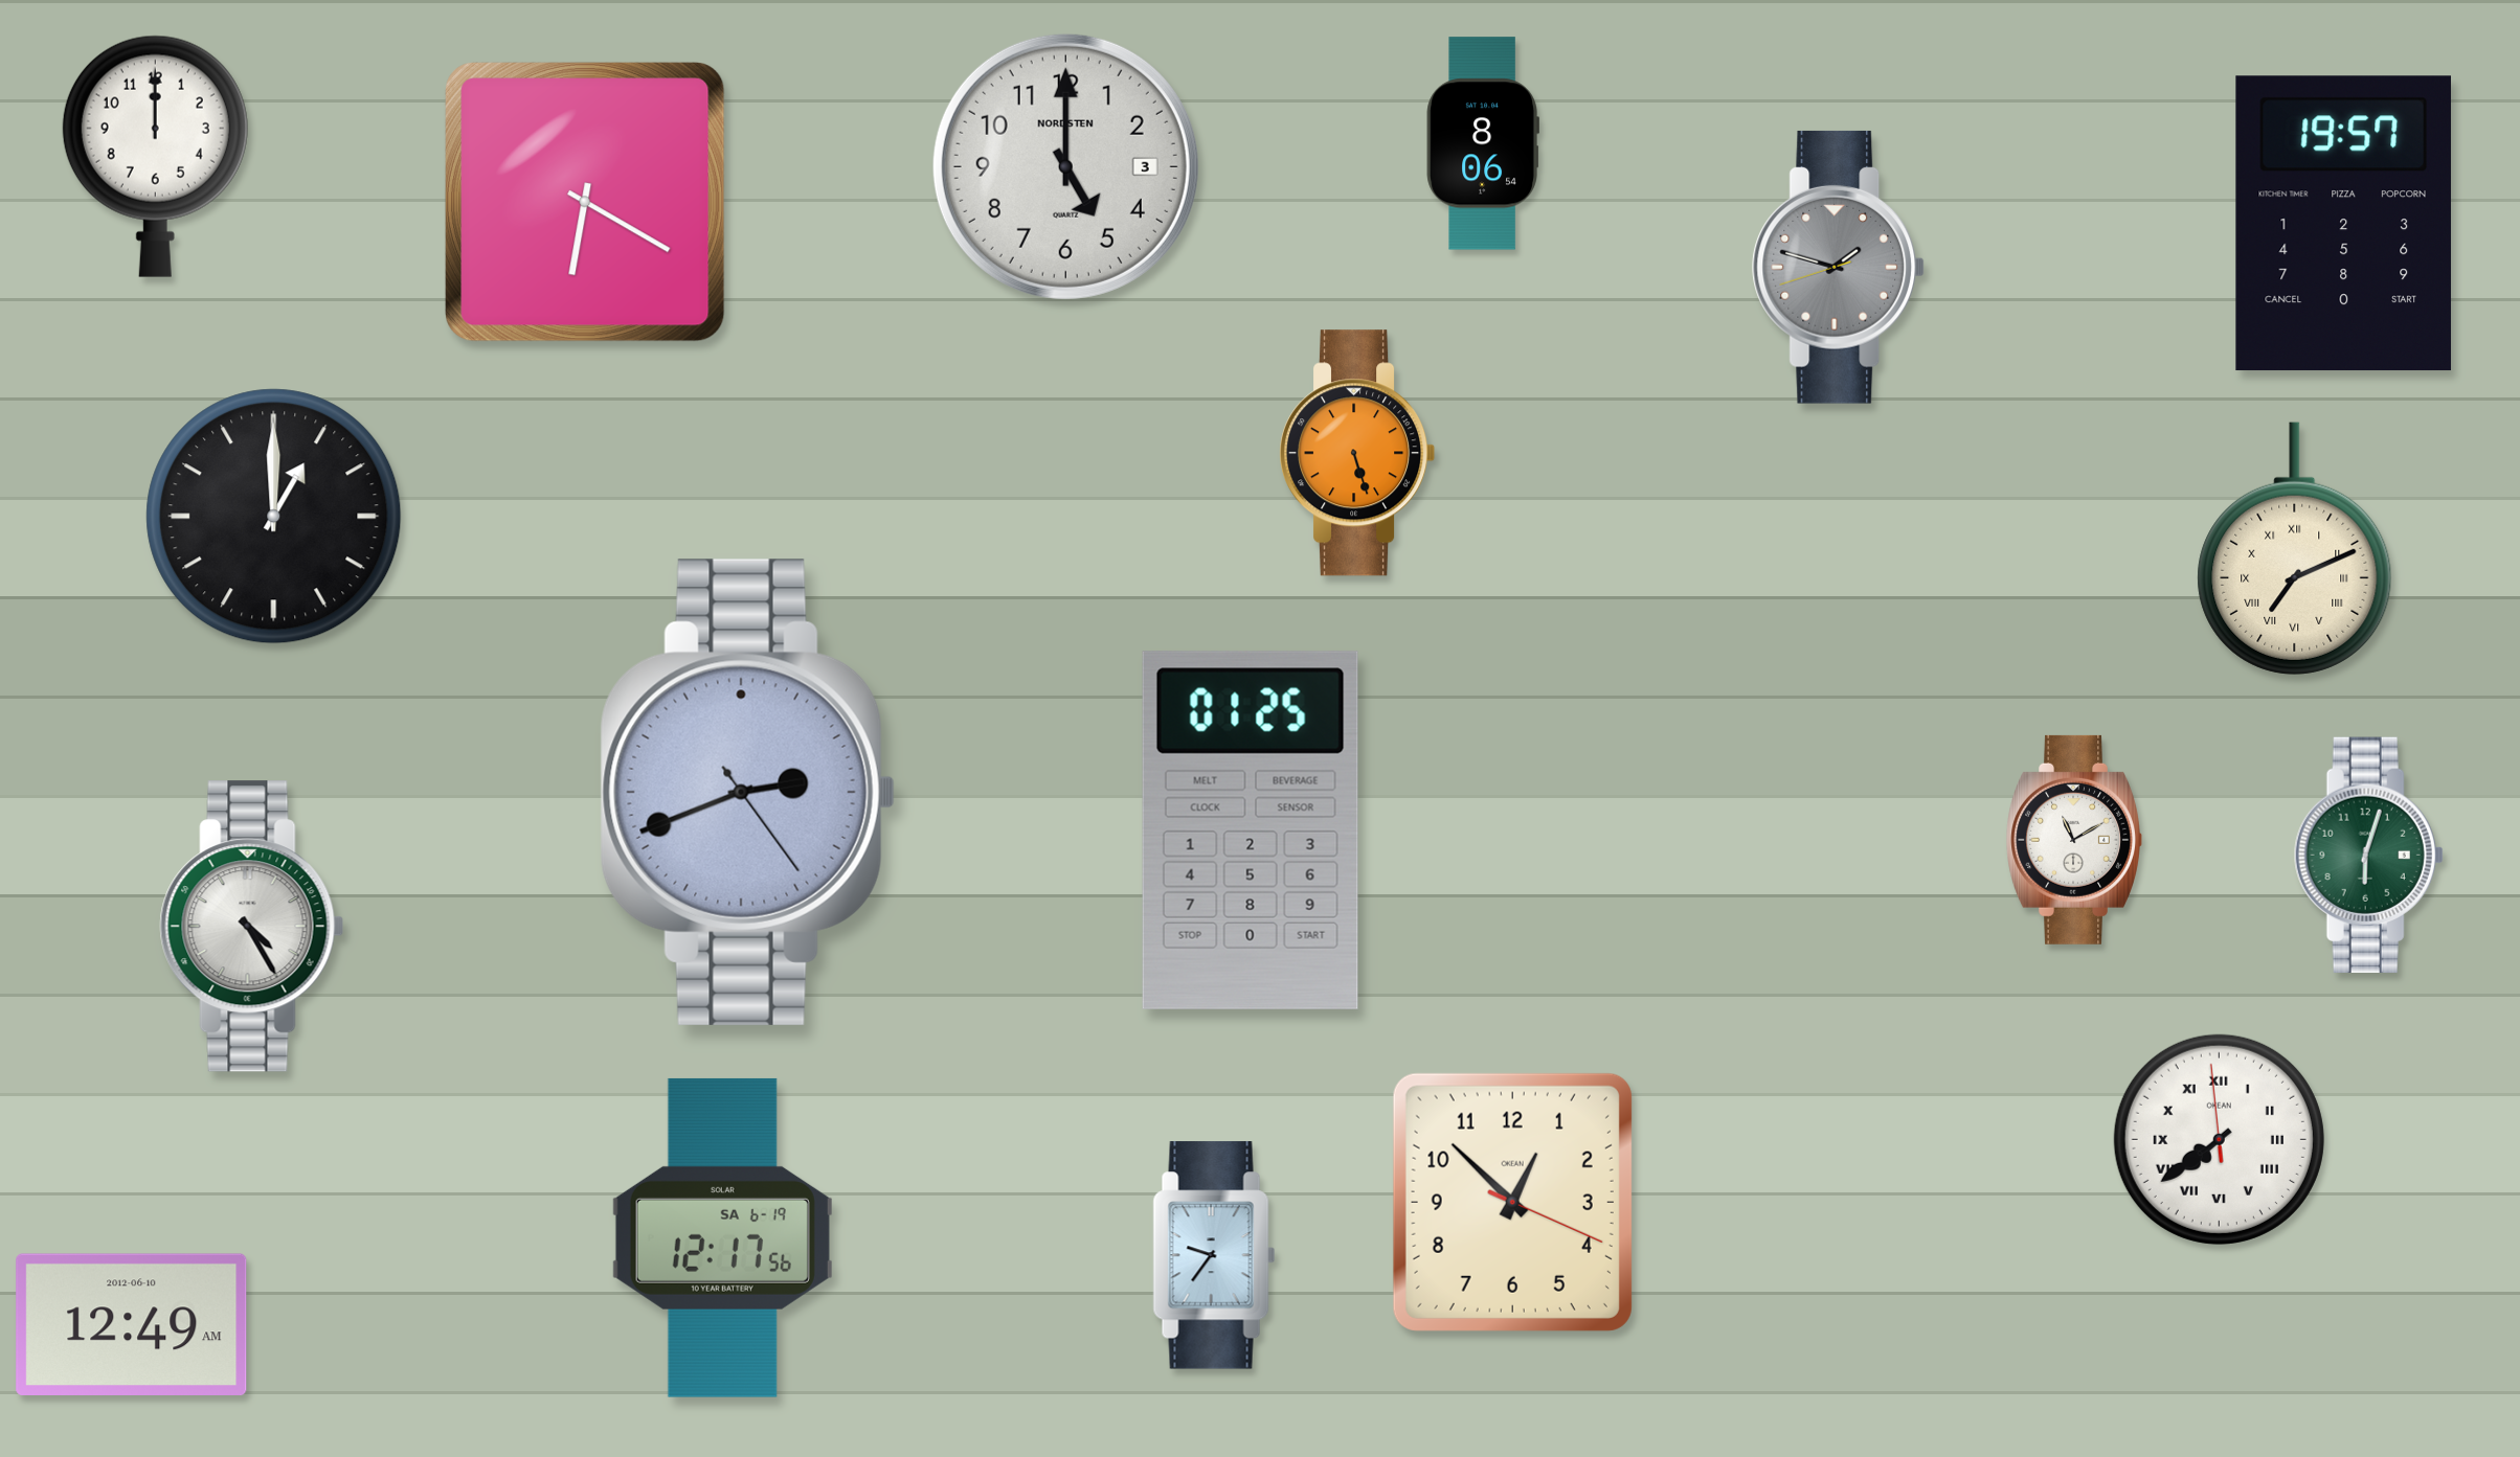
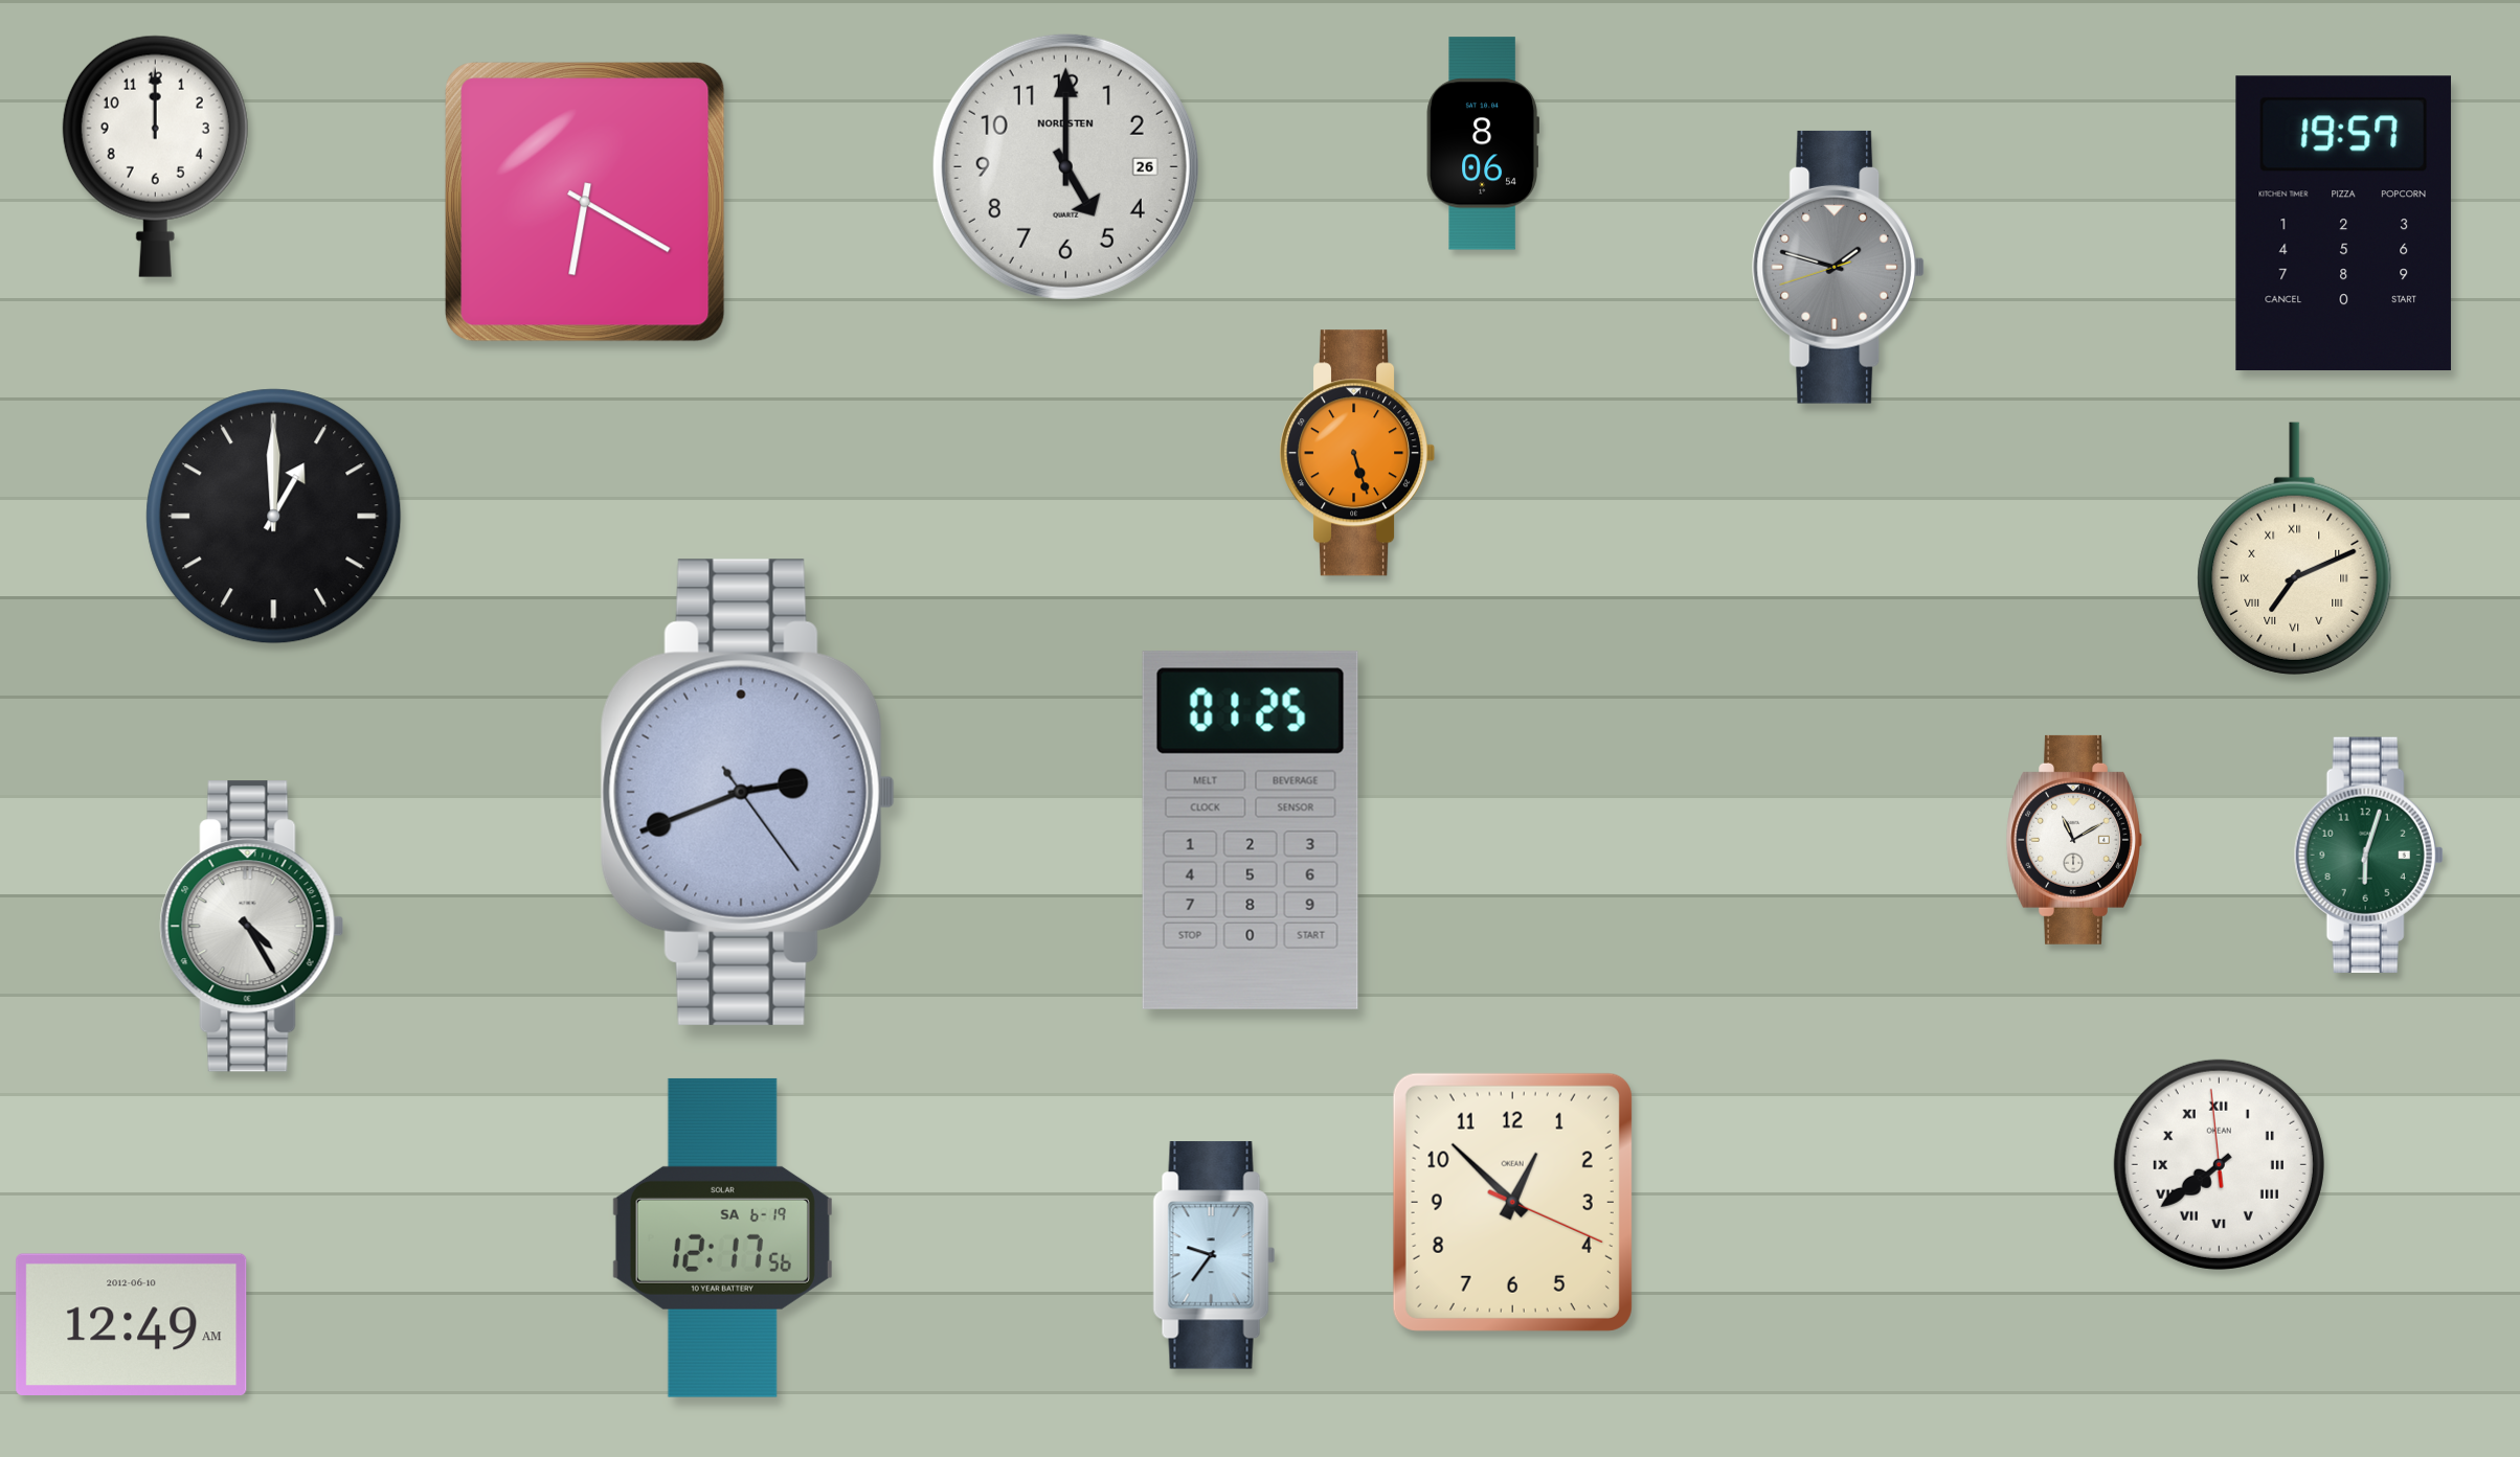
clock at (1065, 166) date: 3 -> 26
clock at (2219, 1139) position: (2219, 1139) -> (2219, 1164)
